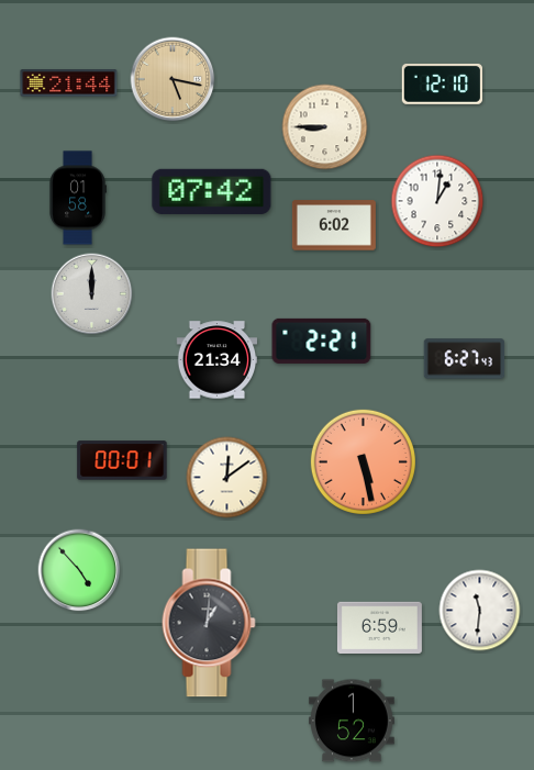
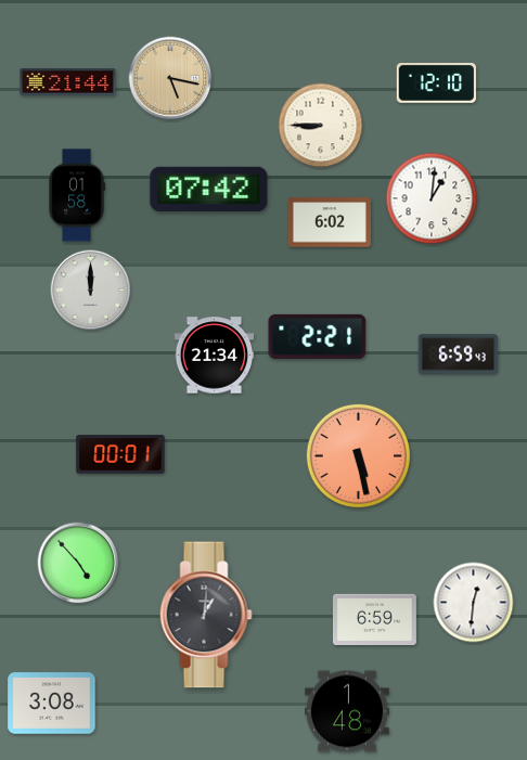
clock at (465, 359): 6:27 -> 6:59
clock at (227, 478): 12:09 -> none
clock at (480, 611): 11:31 -> 12:31
clock at (52, 704): none -> 3:08
clock at (353, 721): 1:52 -> 1:48
